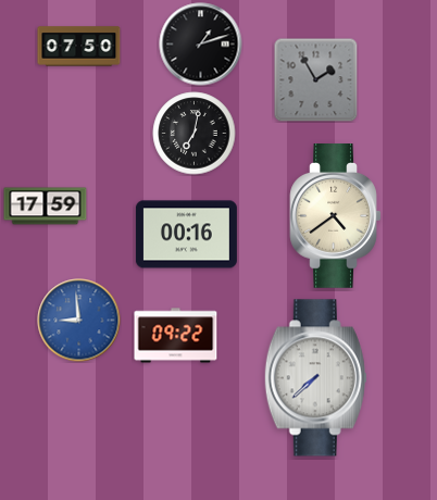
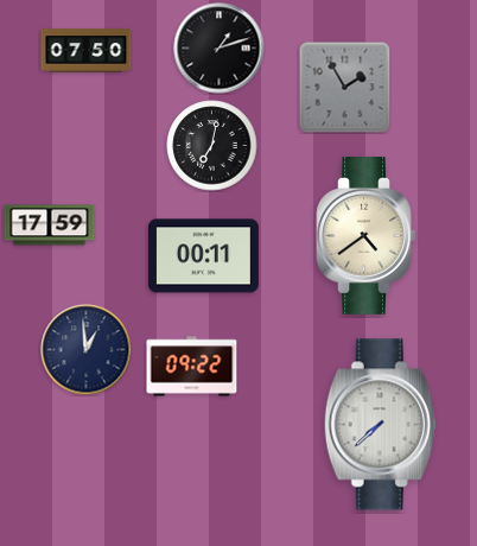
clock at (186, 235): 00:16 -> 00:11
clock at (79, 321): 8:59 -> 12:59
clock at (79, 321) dial: blue -> navy
clock at (315, 378) position: (315, 378) -> (380, 425)
